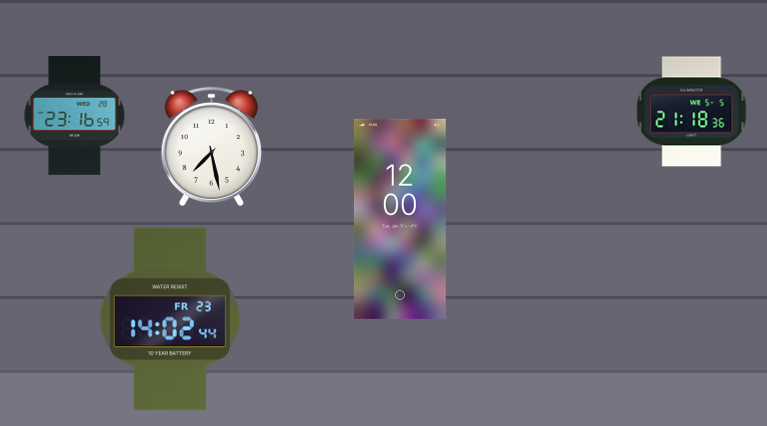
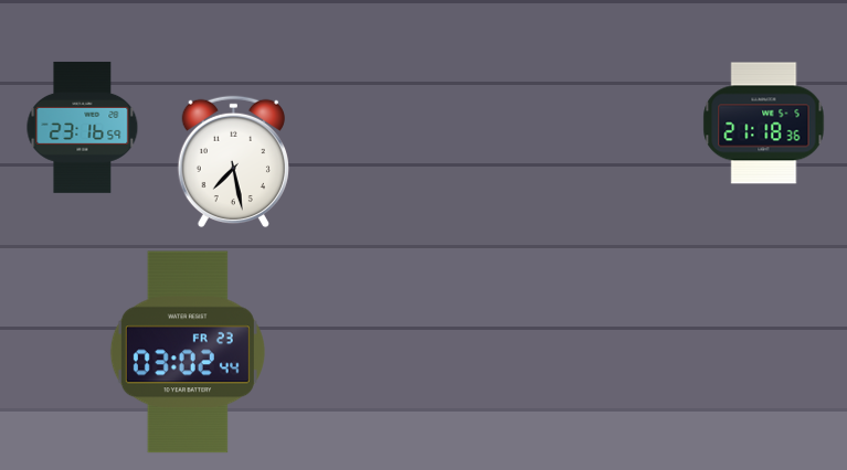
clock at (400, 219): 12:00 -> none
clock at (170, 319): 14:02 -> 03:02
